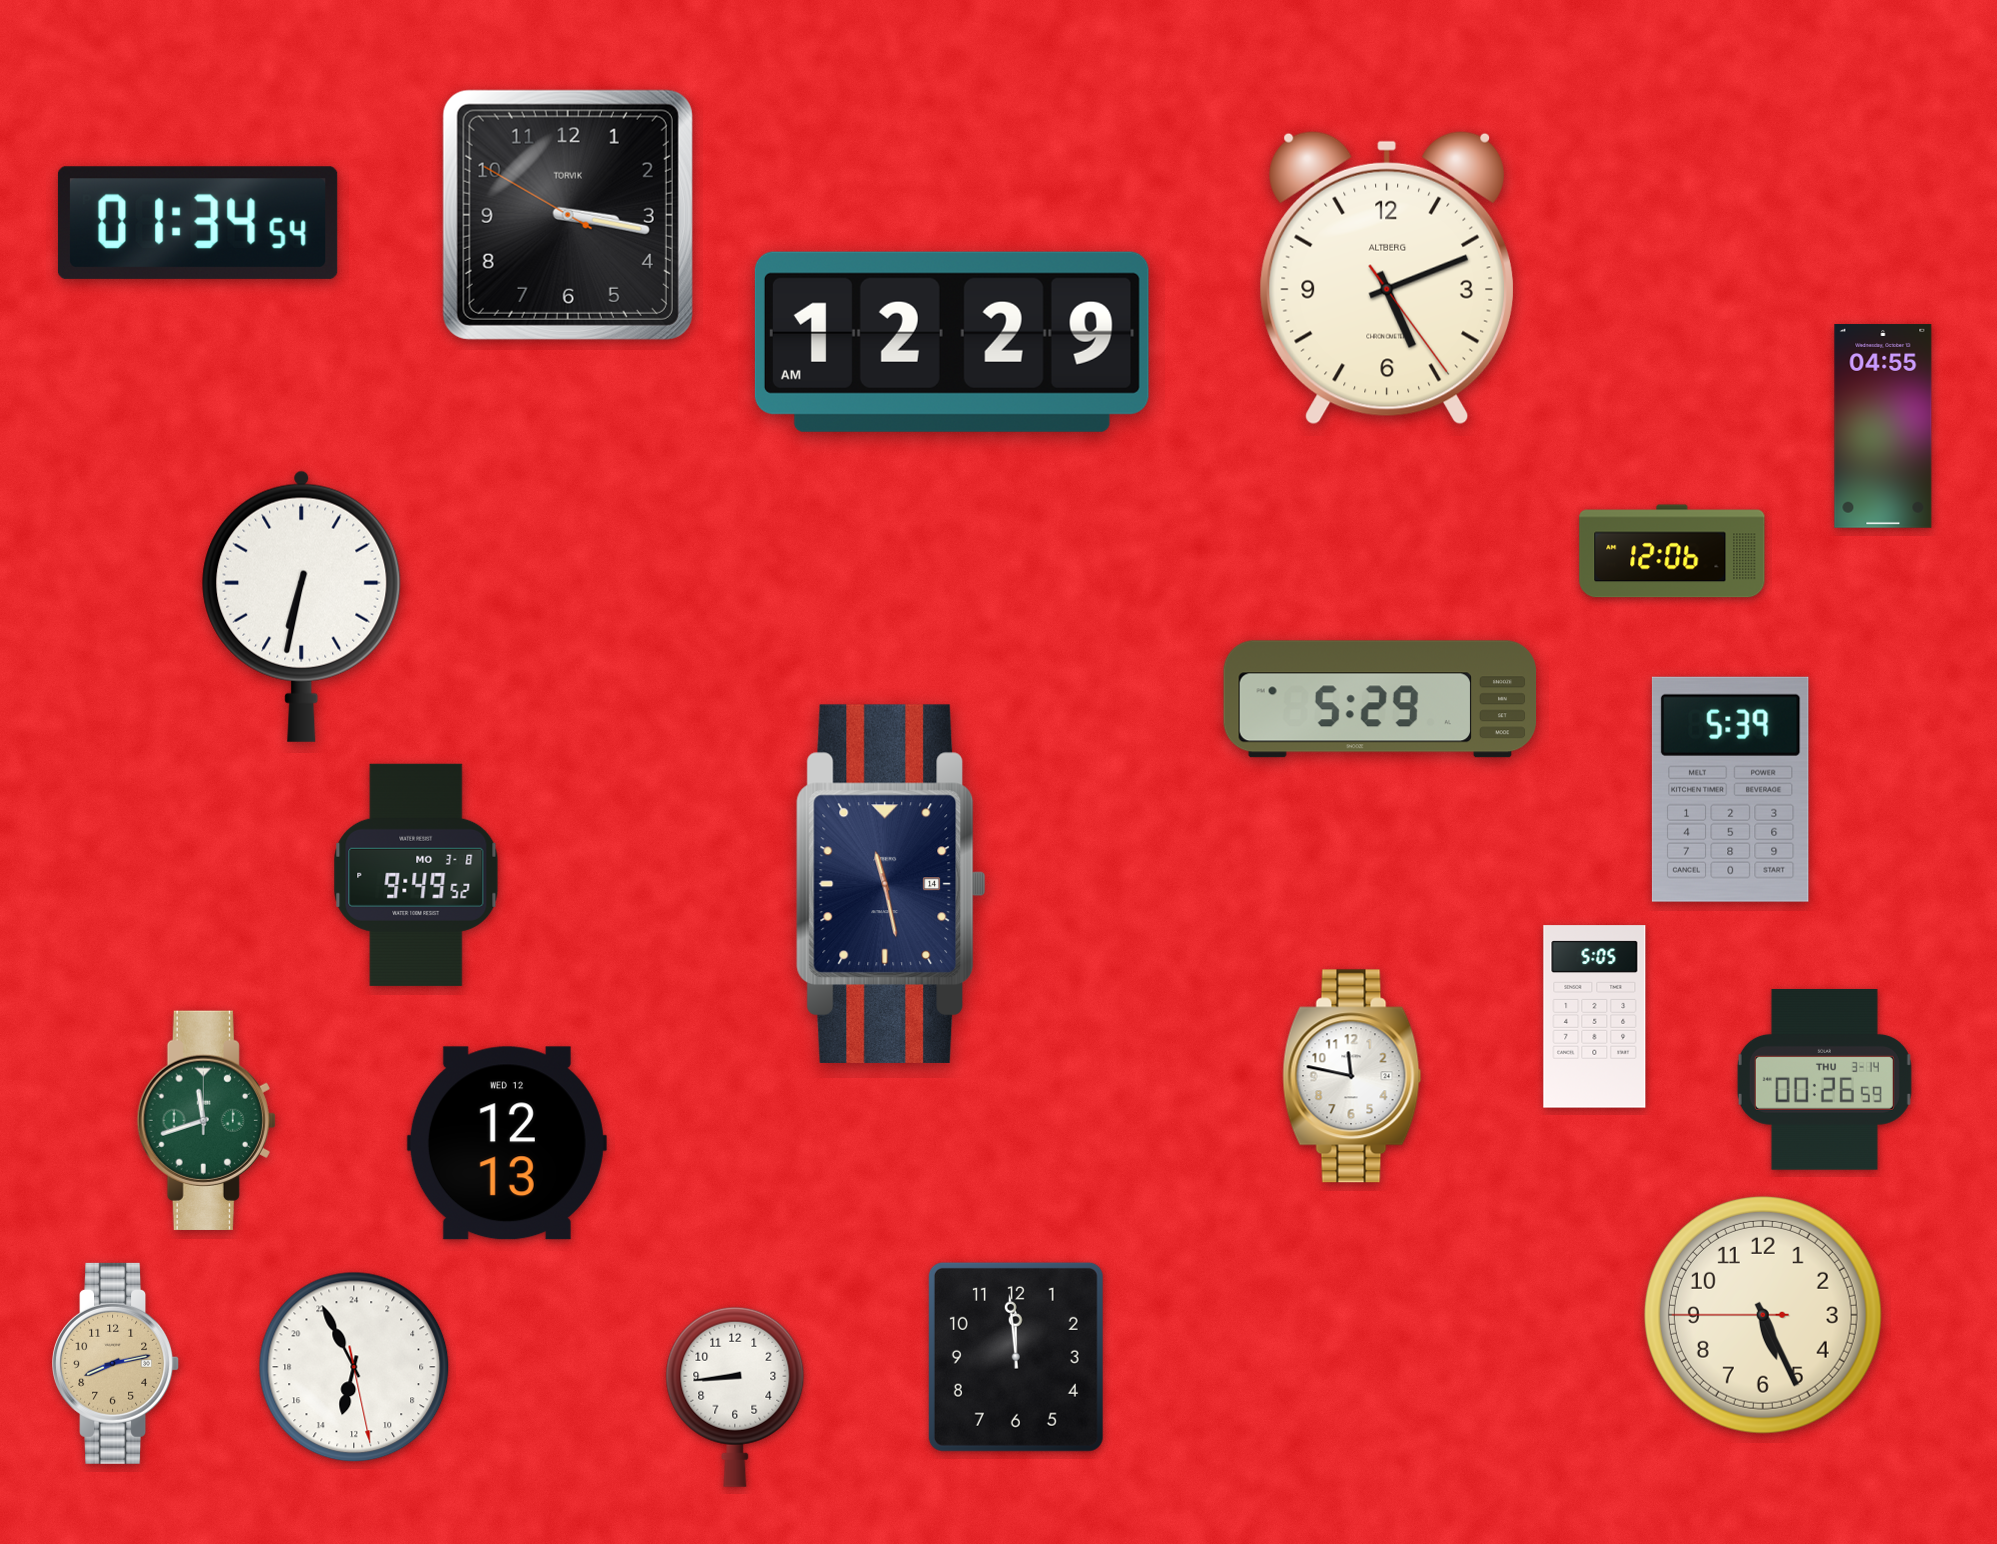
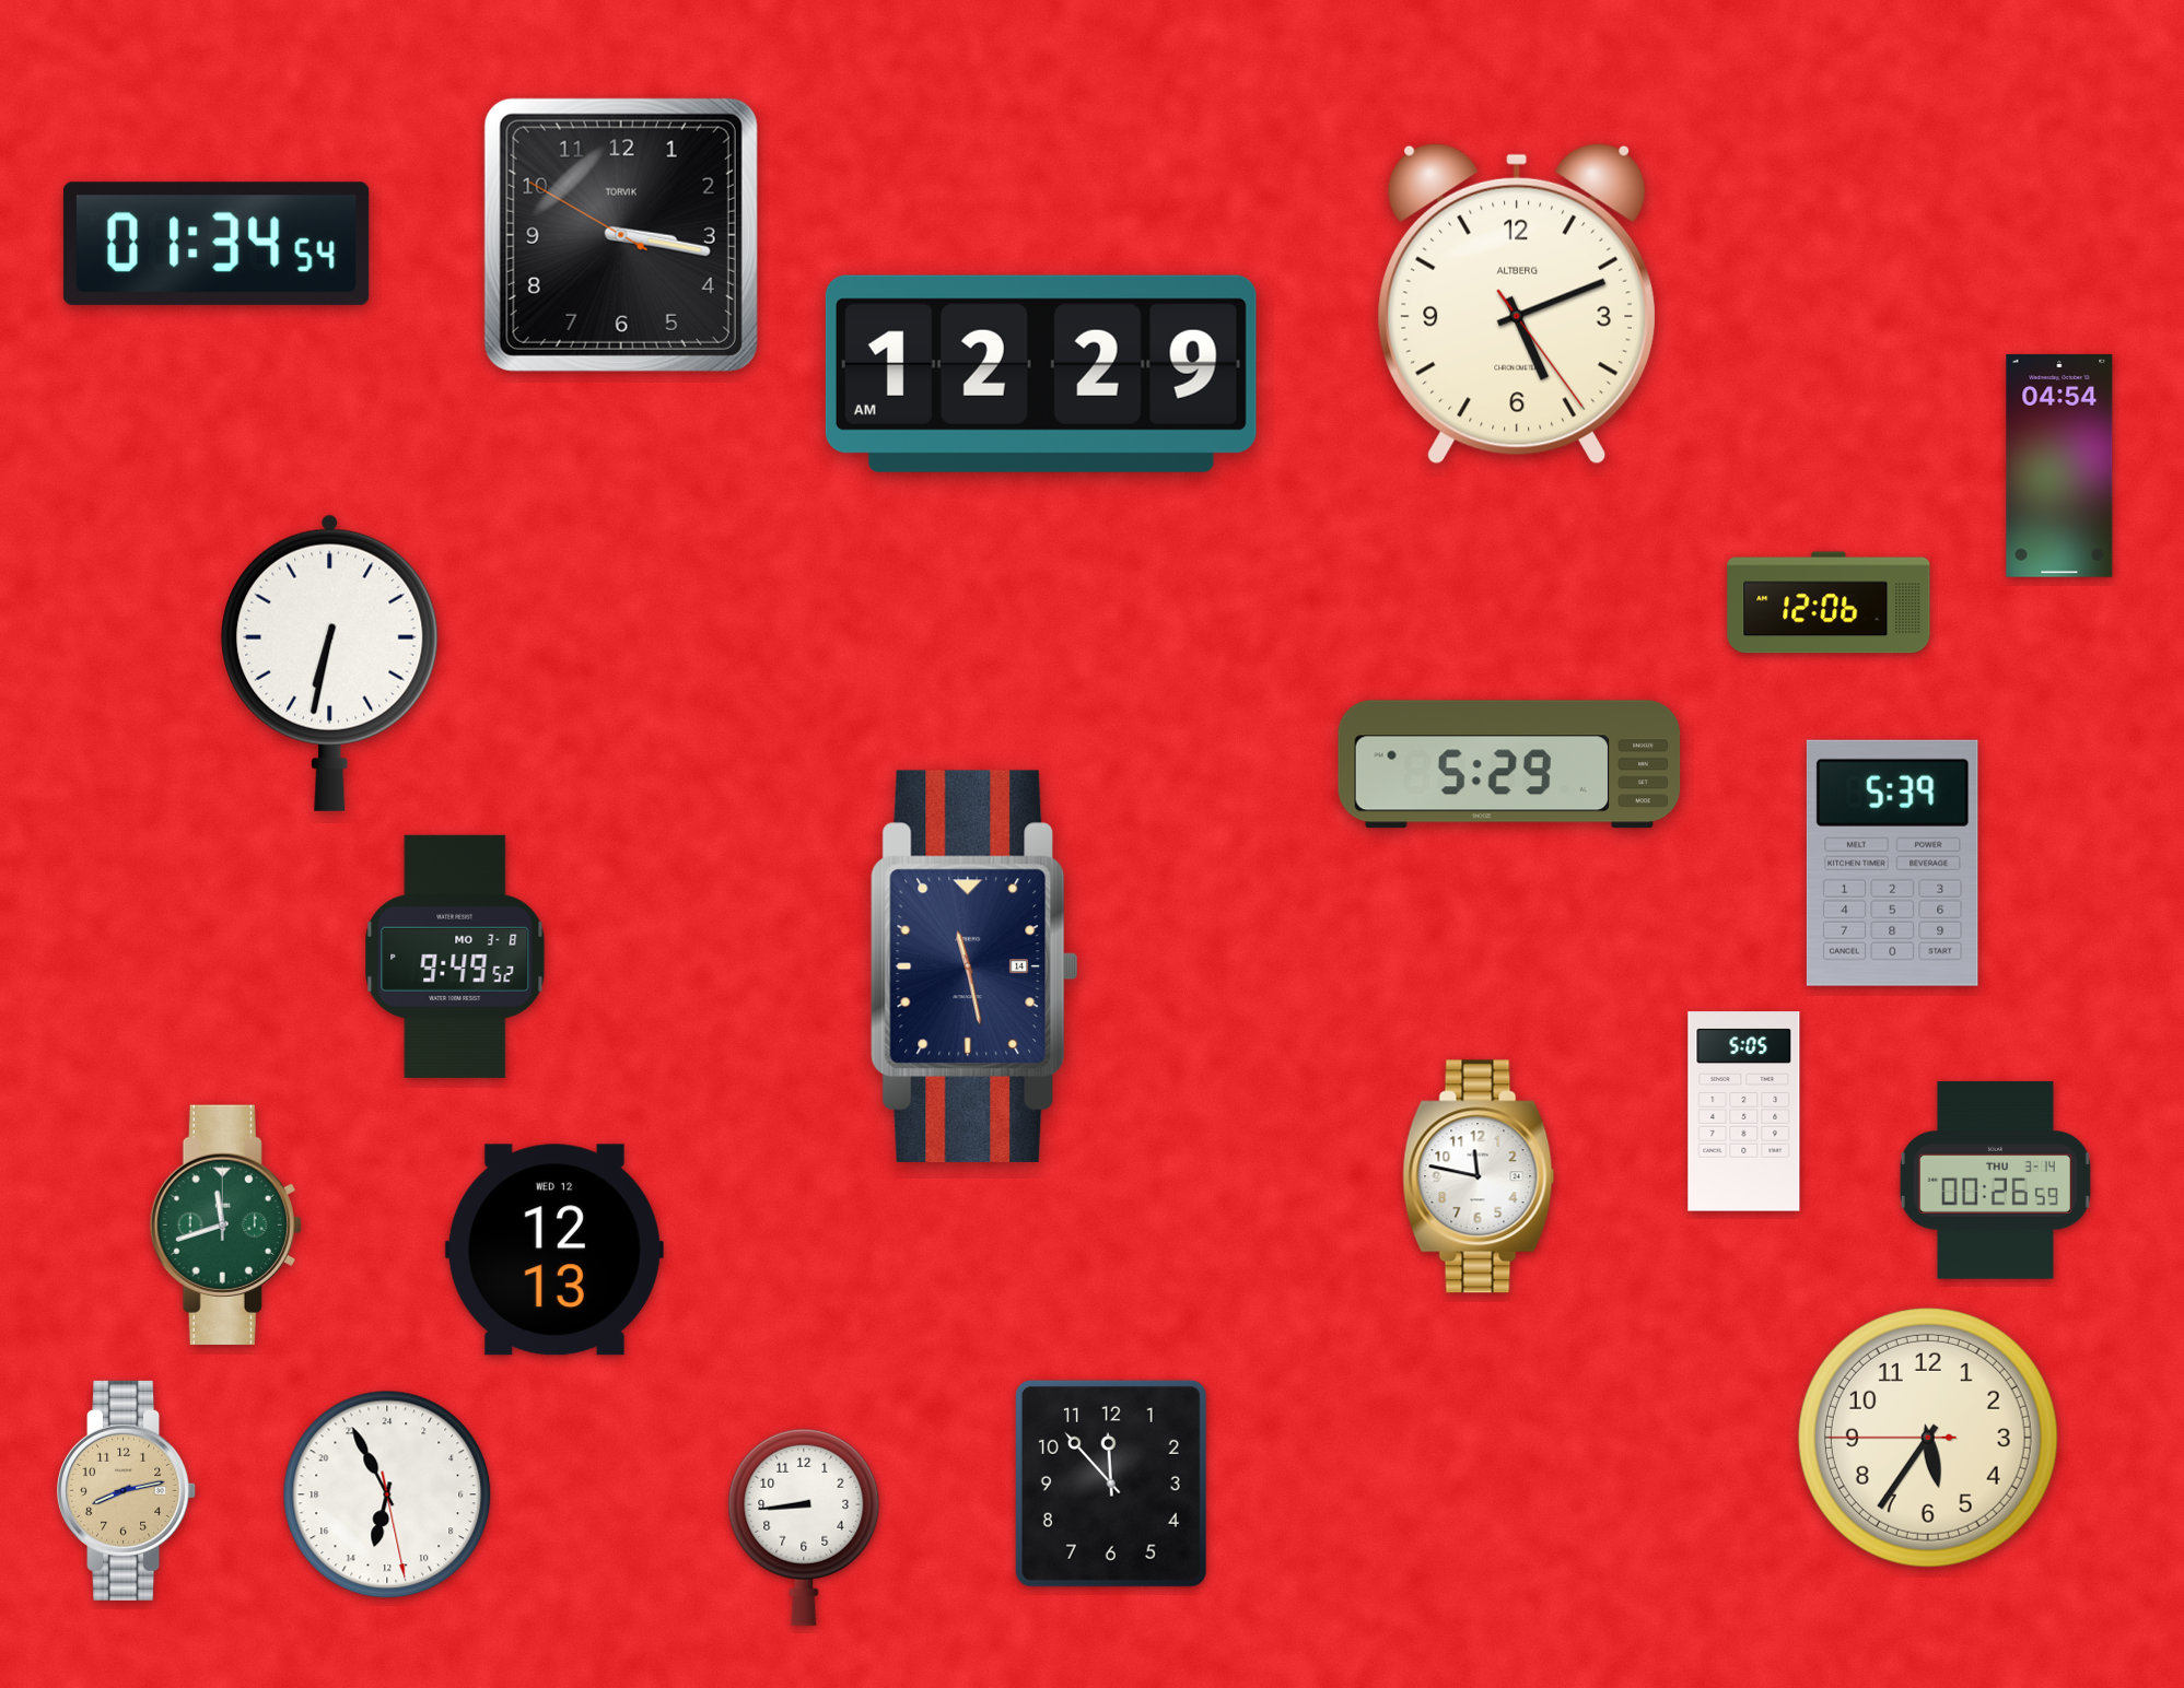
clock at (1883, 427): 04:55 -> 04:54
clock at (1763, 1315): 5:25 -> 5:35
clock at (1016, 1357): 11:59 -> 11:53
